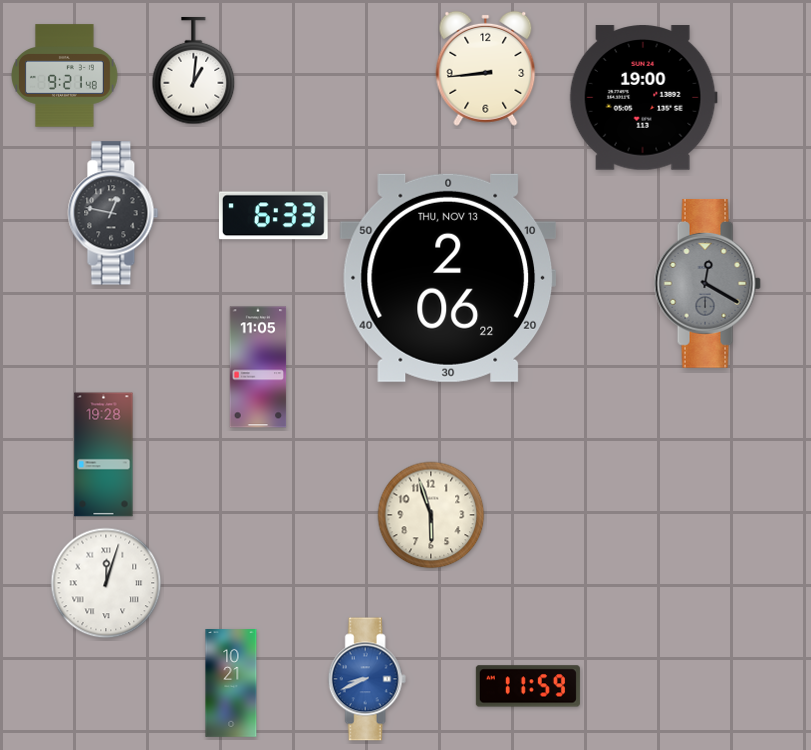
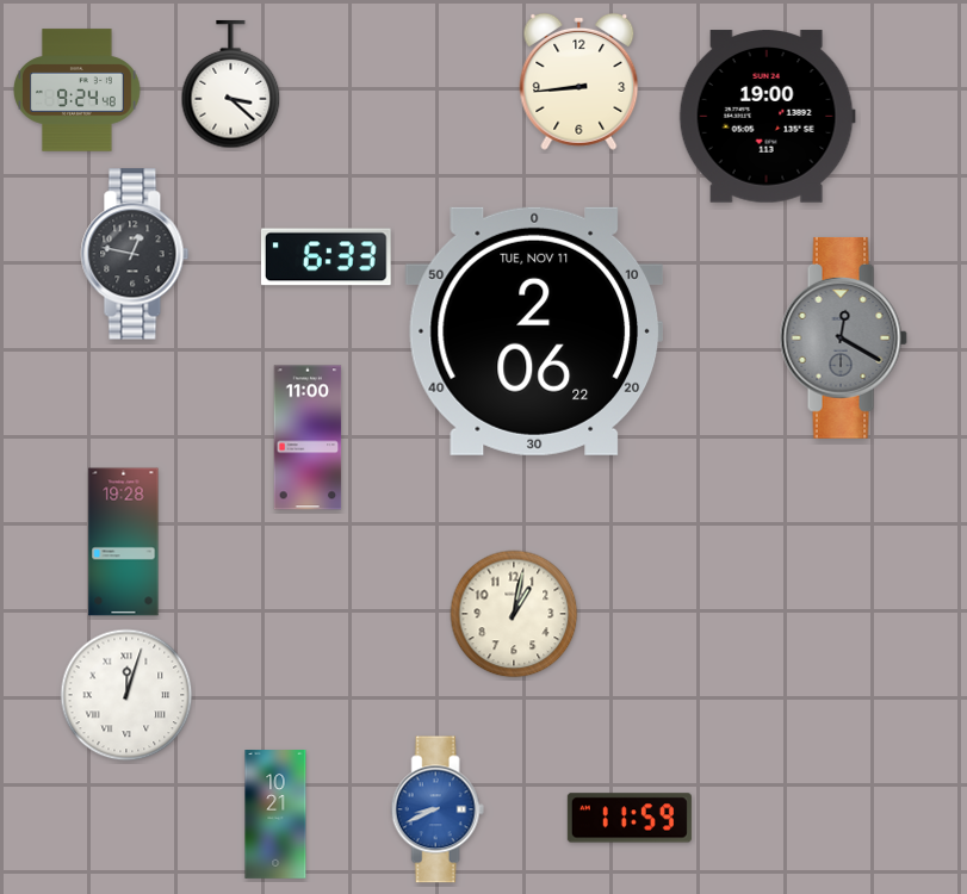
clock at (194, 71): 1:01 -> 3:22
clock at (65, 76): 9:21 -> 9:24
clock at (447, 278) date: THU, NOV 13 -> TUE, NOV 11
clock at (258, 367): 11:05 -> 11:00
clock at (431, 515): 5:57 -> 1:02
